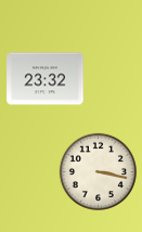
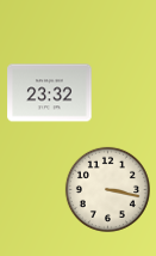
clock at (46, 79) position: (46, 79) -> (50, 93)
